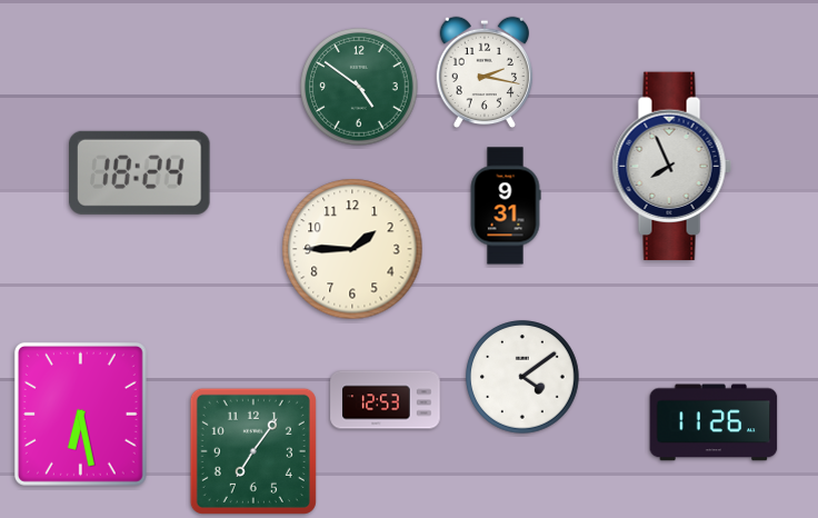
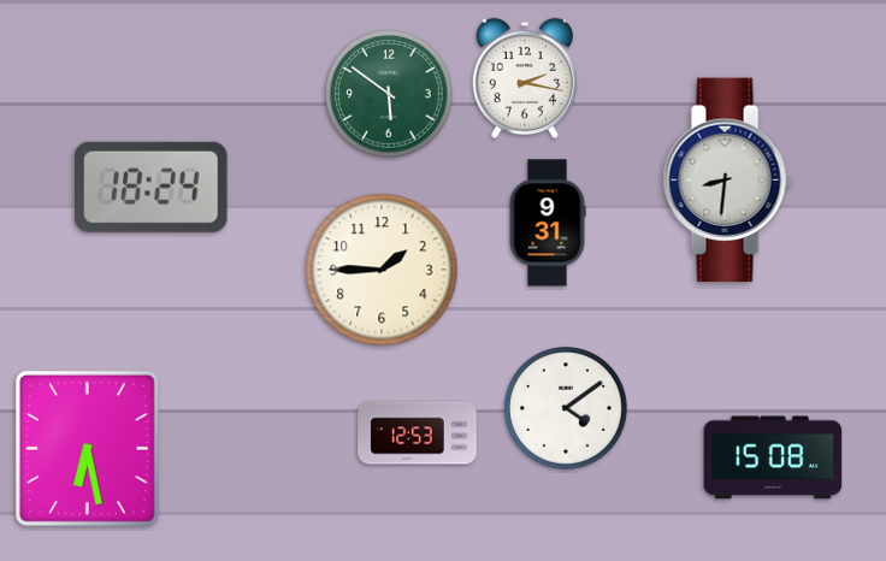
clock at (359, 87): 4:51 -> 5:51
clock at (671, 167): 7:56 -> 8:31
clock at (714, 422): 11:26 -> 15:08
clock at (253, 451): 7:06 -> none
